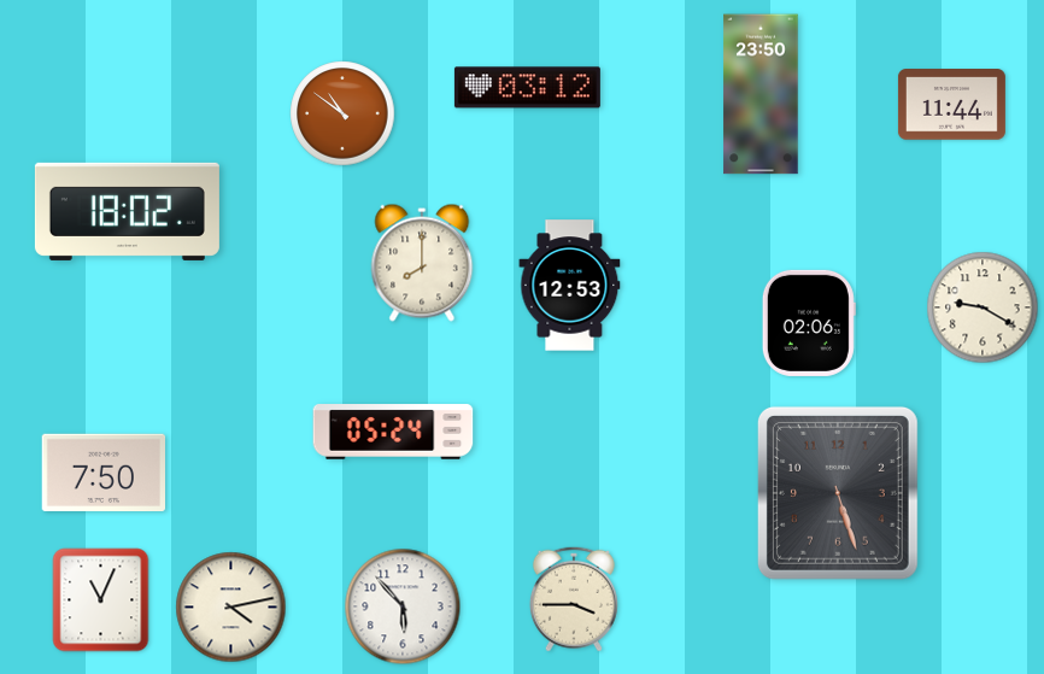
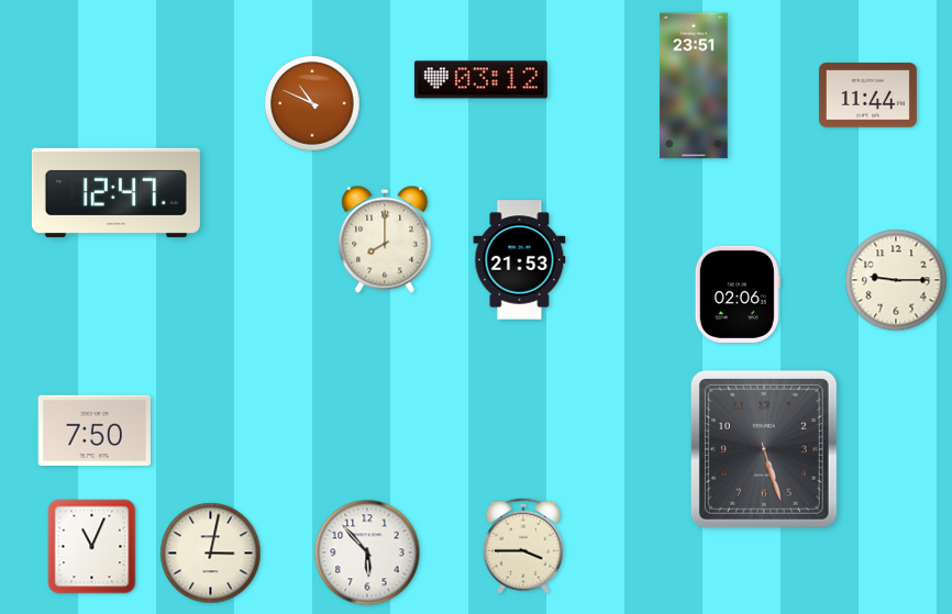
clock at (761, 94): 23:50 -> 23:51
clock at (342, 113): 10:51 -> 10:49
clock at (127, 211): 18:02 -> 12:47
clock at (570, 286): 12:53 -> 21:53
clock at (983, 307): 9:20 -> 9:15
clock at (393, 432): 05:24 -> none
clock at (231, 608): 4:13 -> 3:02
